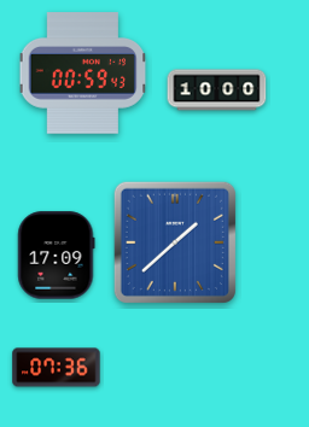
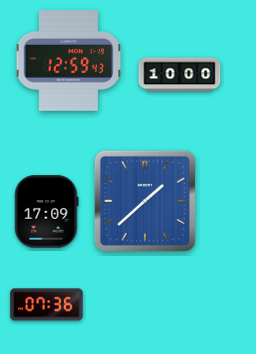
clock at (83, 74): 00:59 -> 12:59
